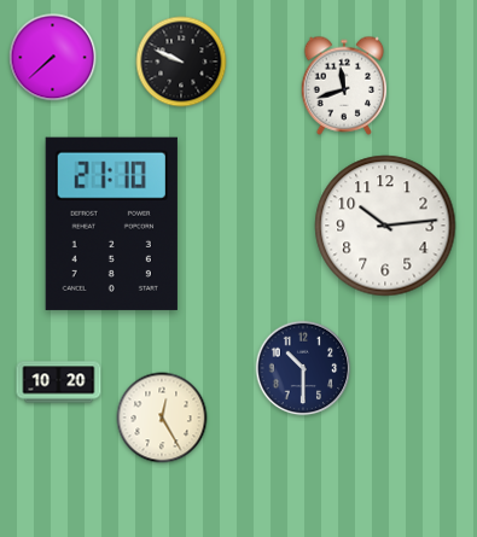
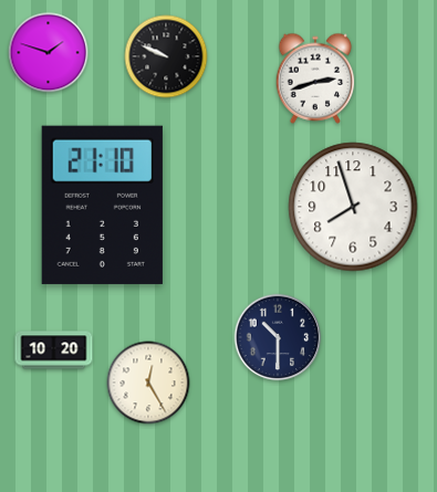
clock at (53, 58): 7:38 -> 1:48
clock at (344, 86): 11:42 -> 2:42
clock at (385, 226): 10:14 -> 7:57
